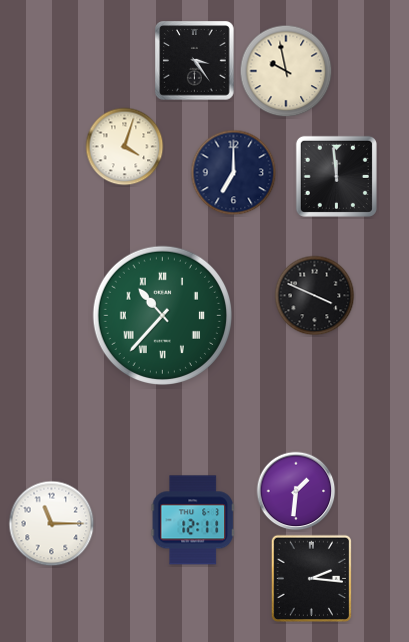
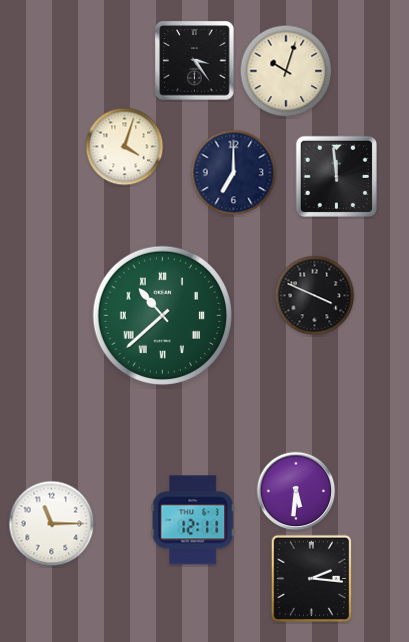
clock at (286, 71): 9:58 -> 10:03
clock at (162, 315): 10:37 -> 10:38
clock at (296, 491): 1:31 -> 5:31
